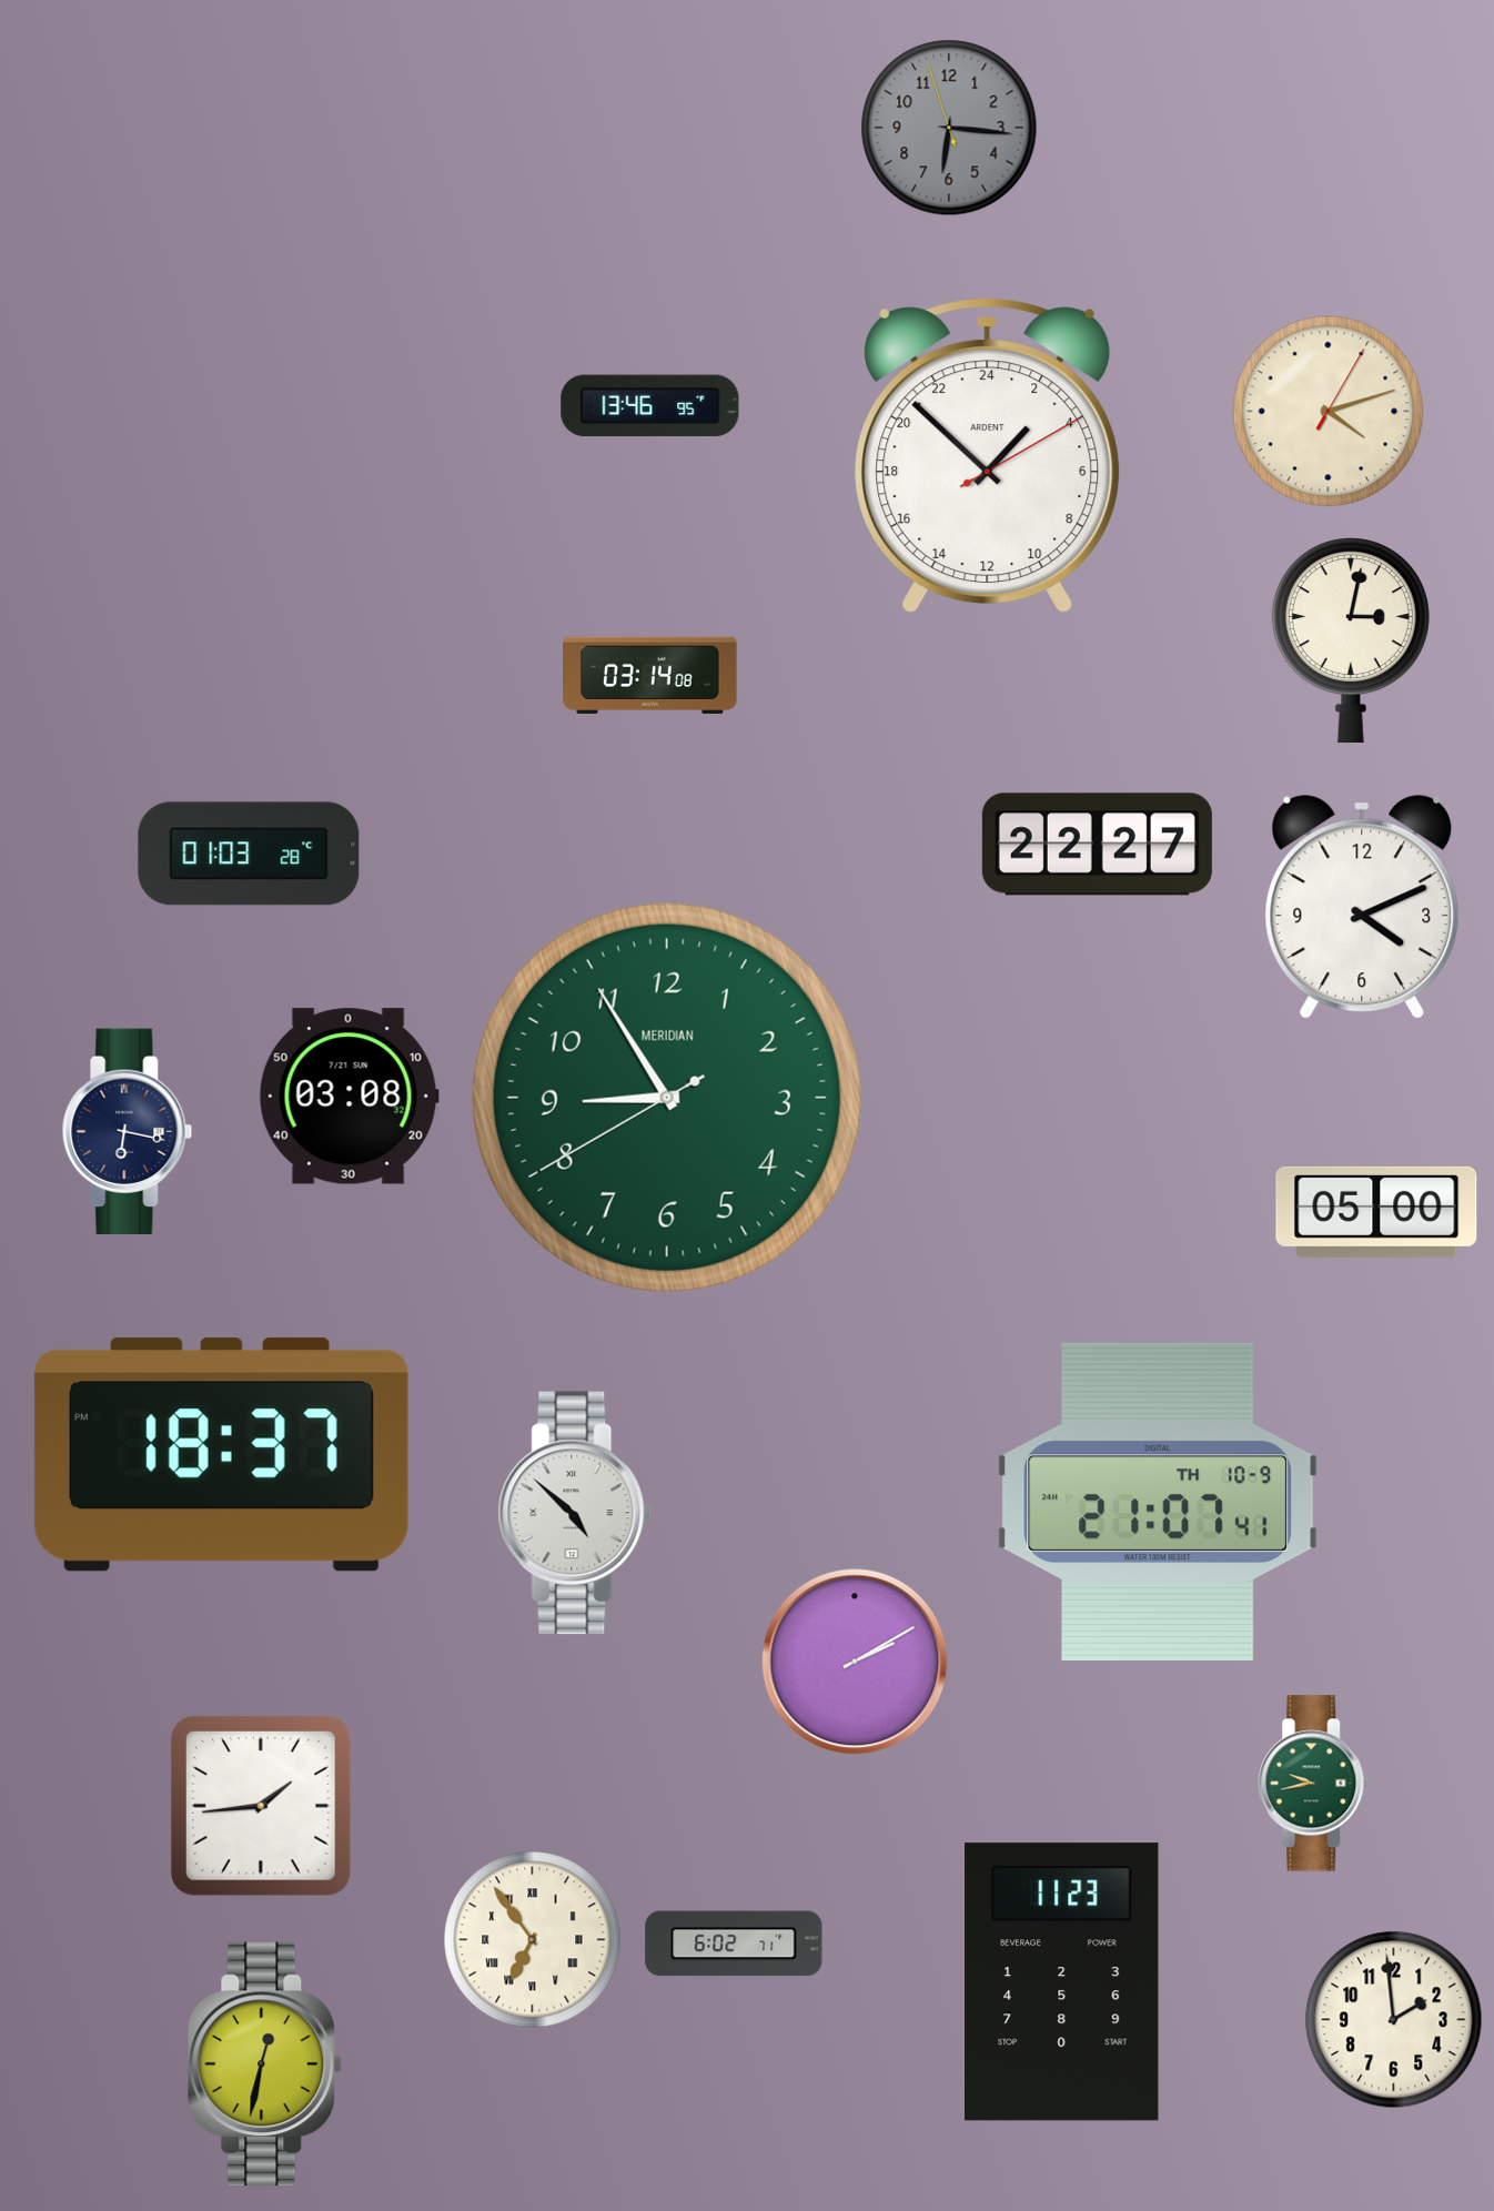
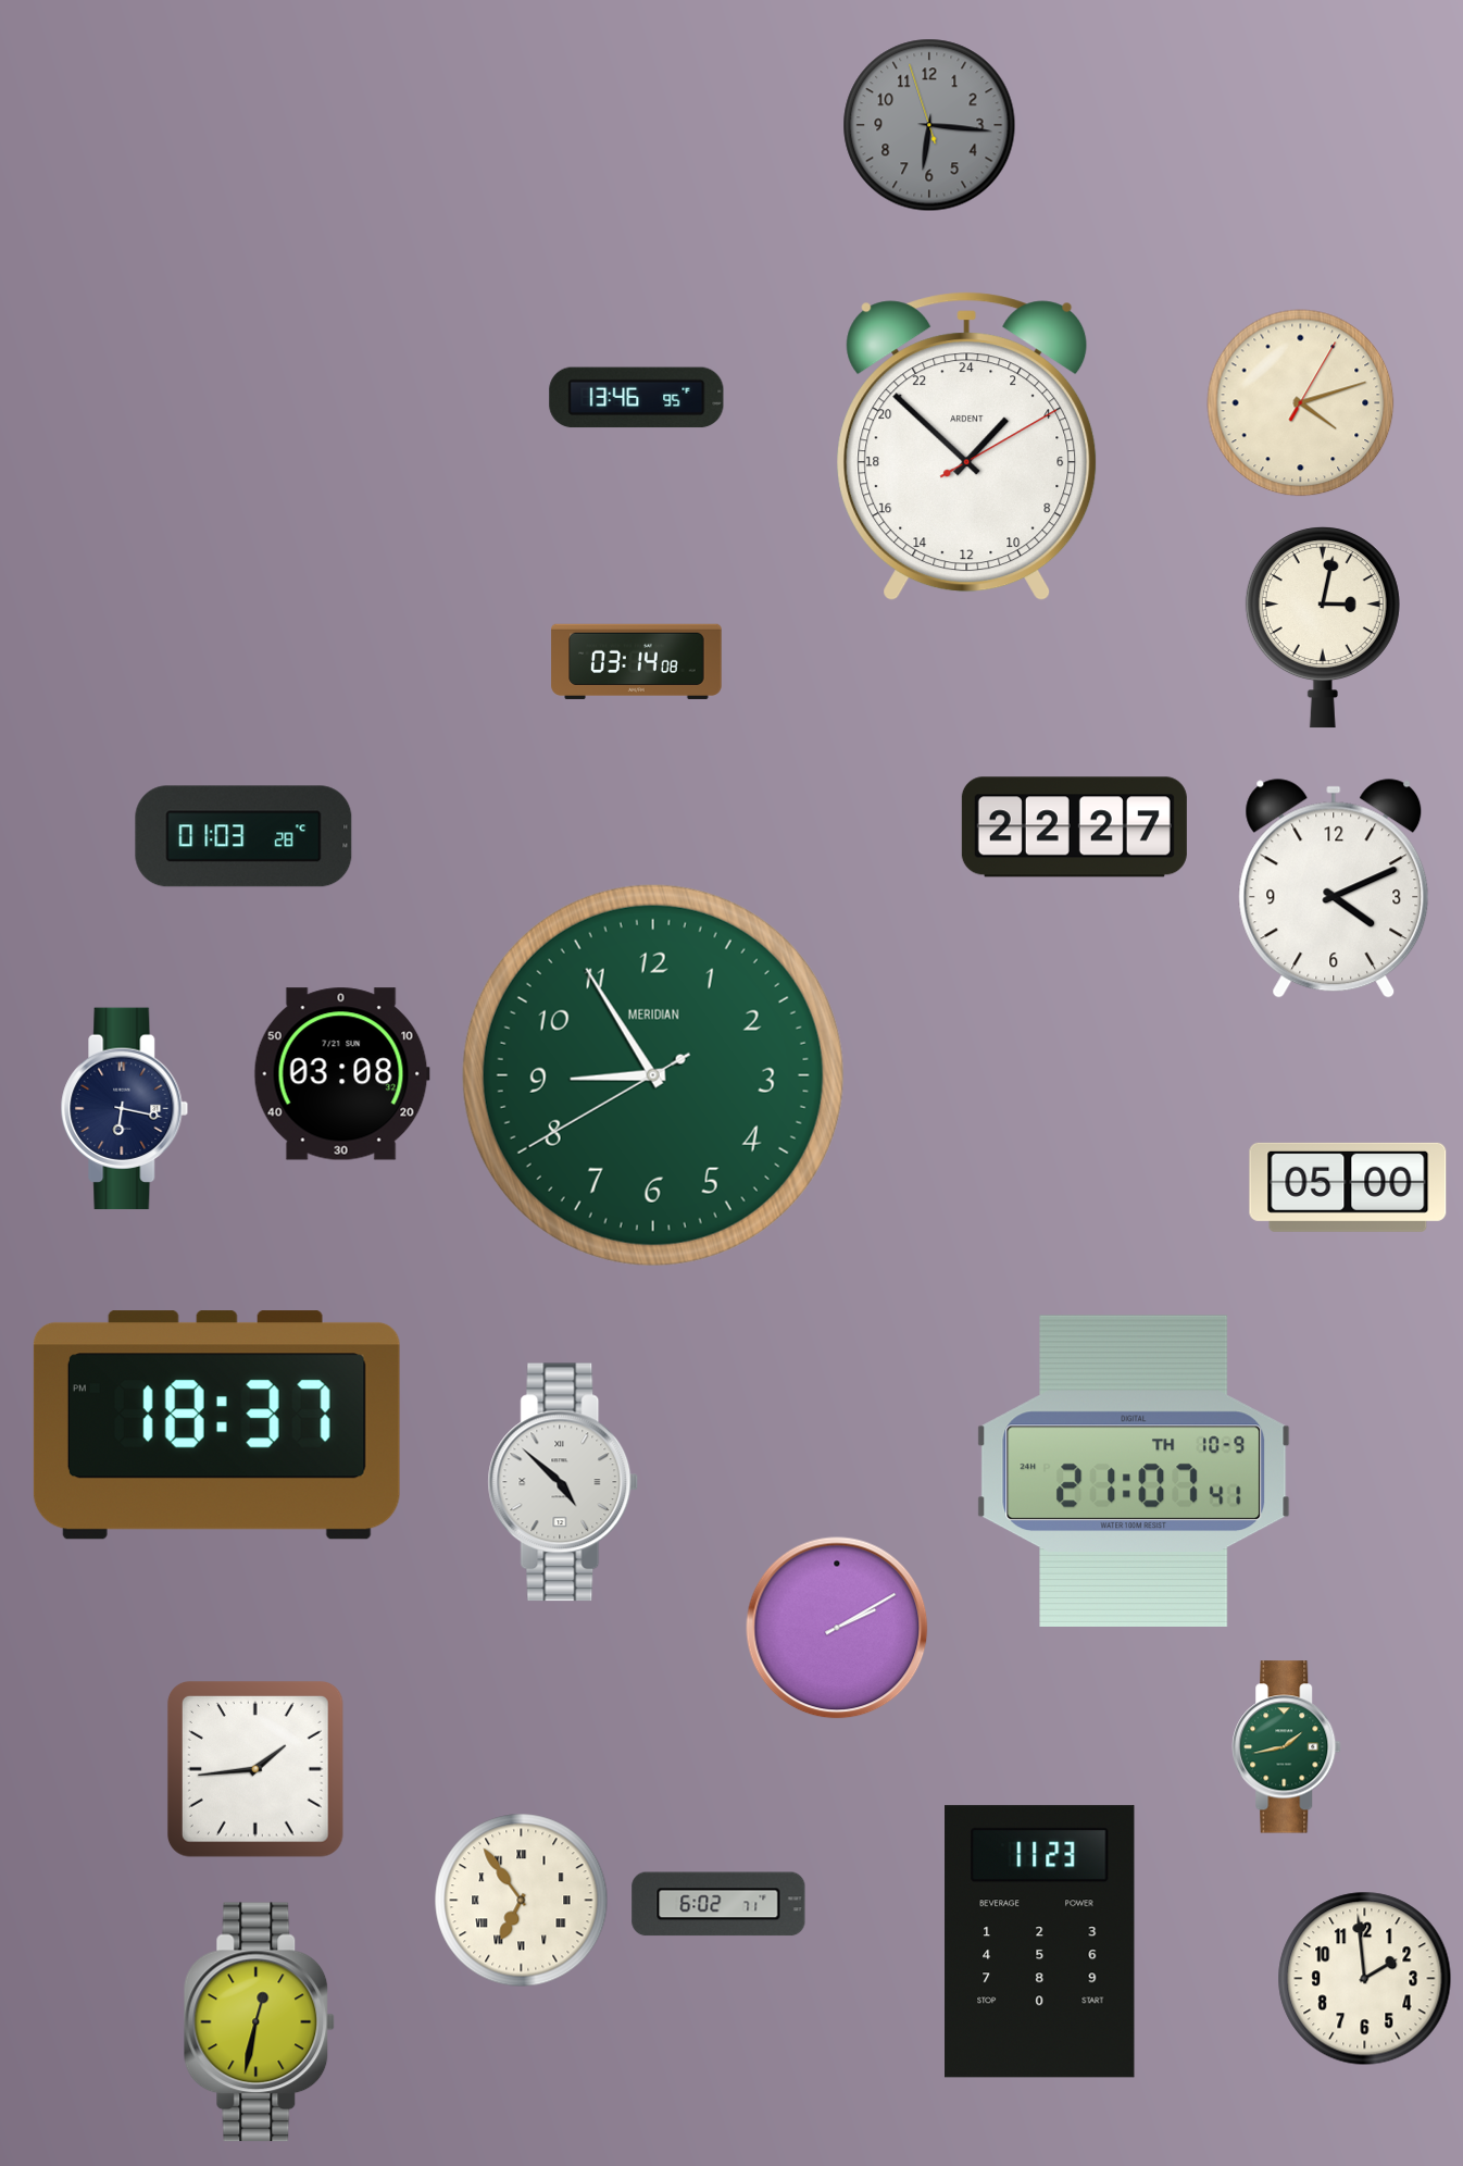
clock at (1314, 1784): 9:43 -> 1:43
